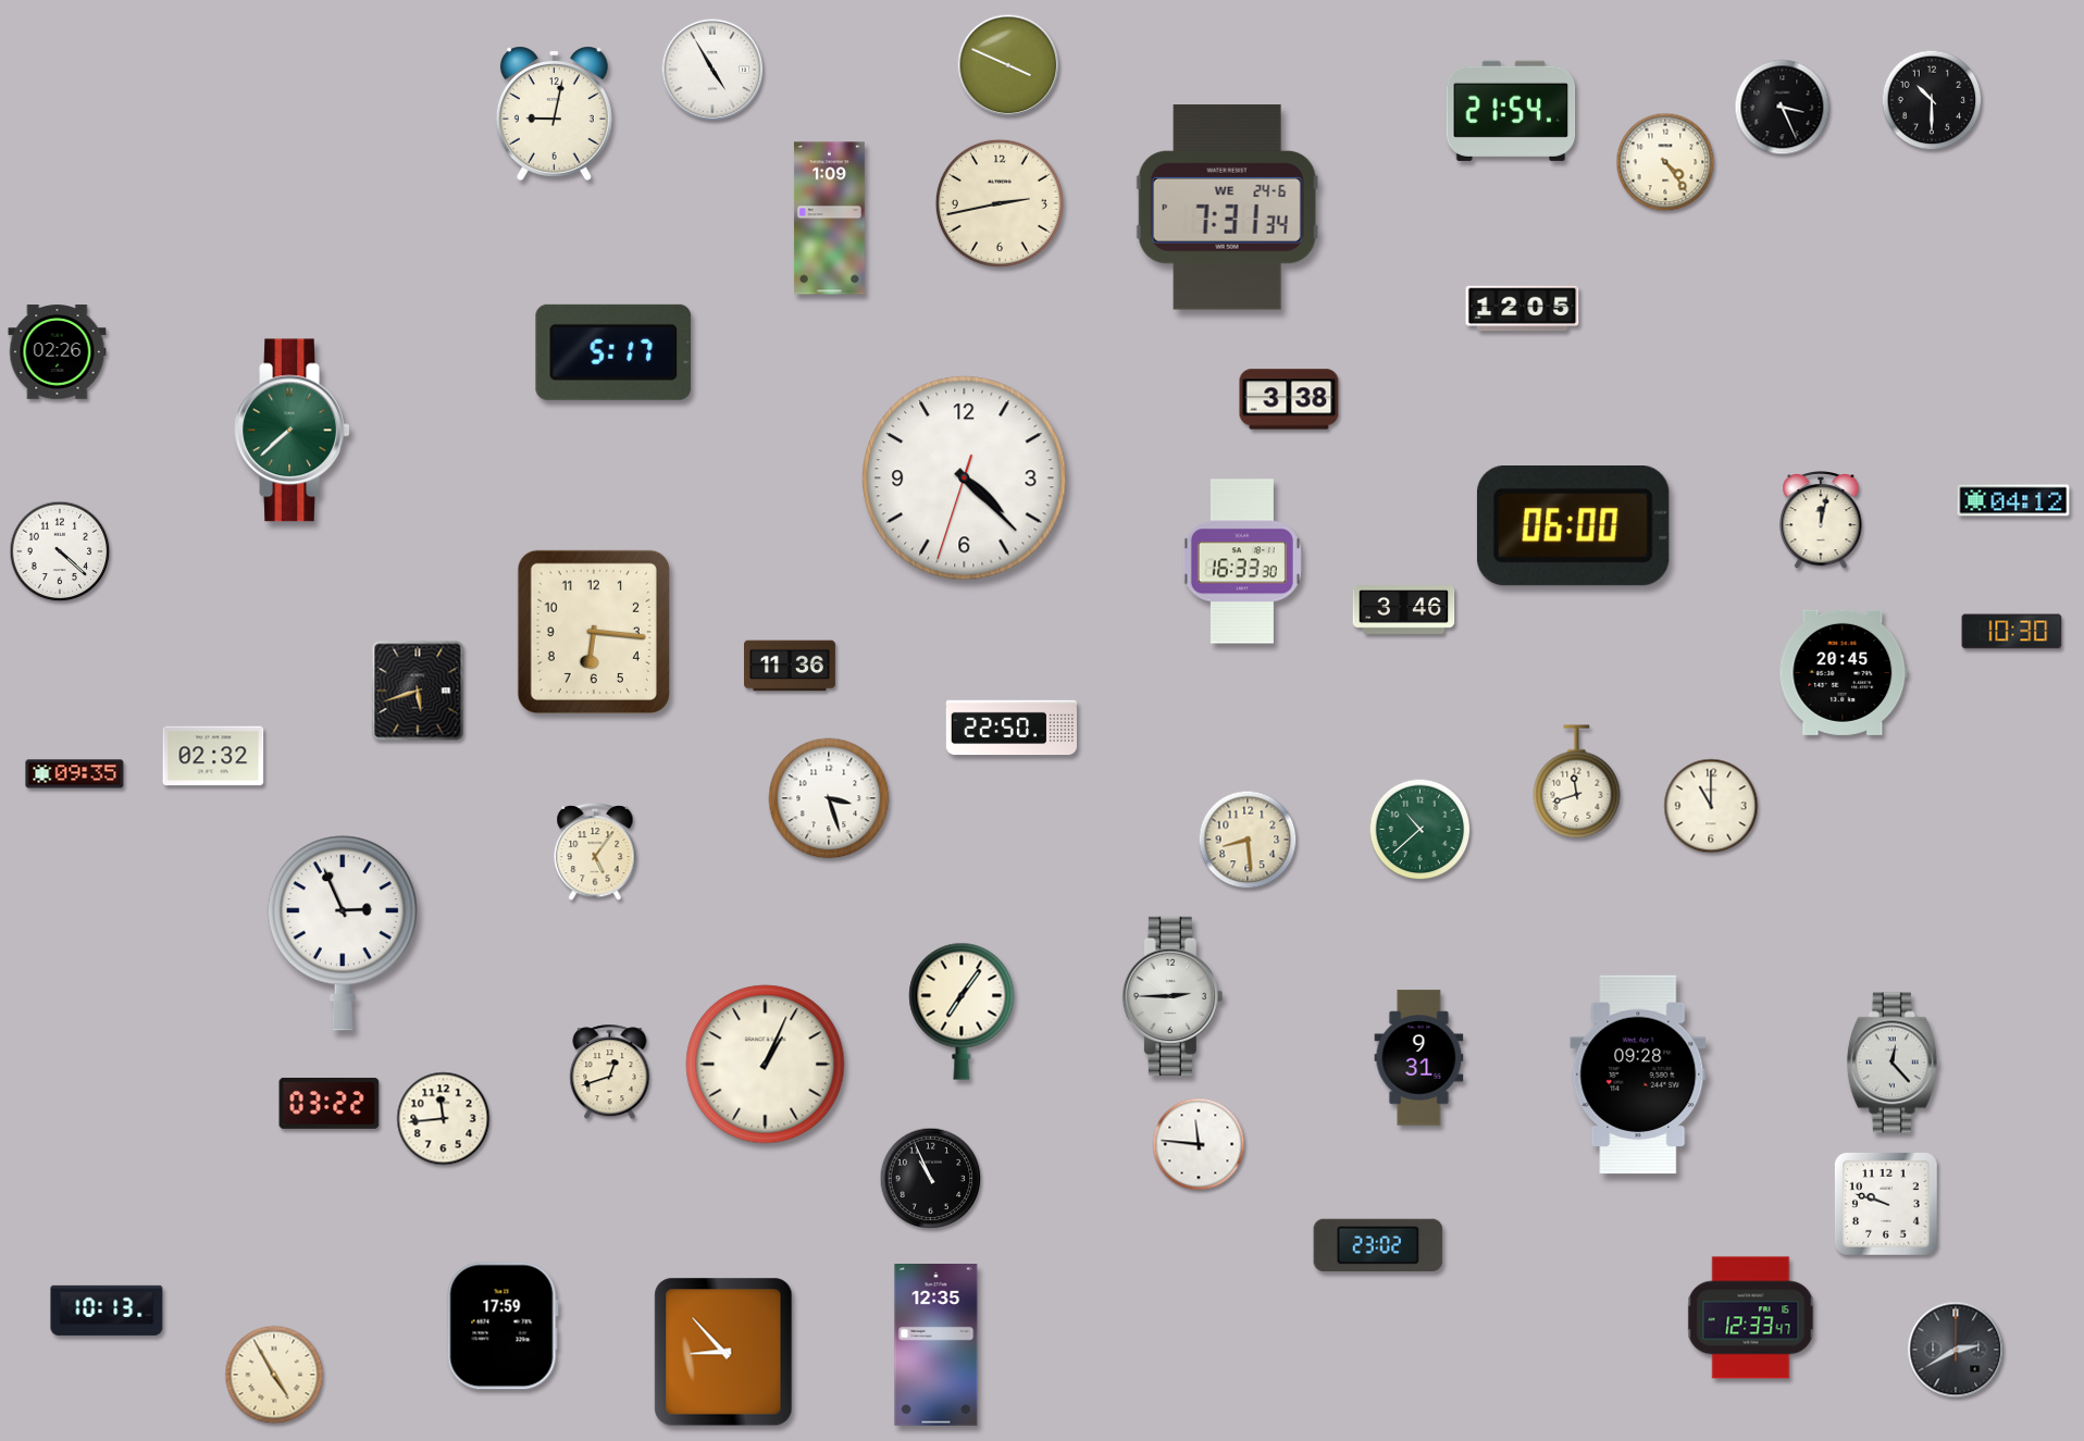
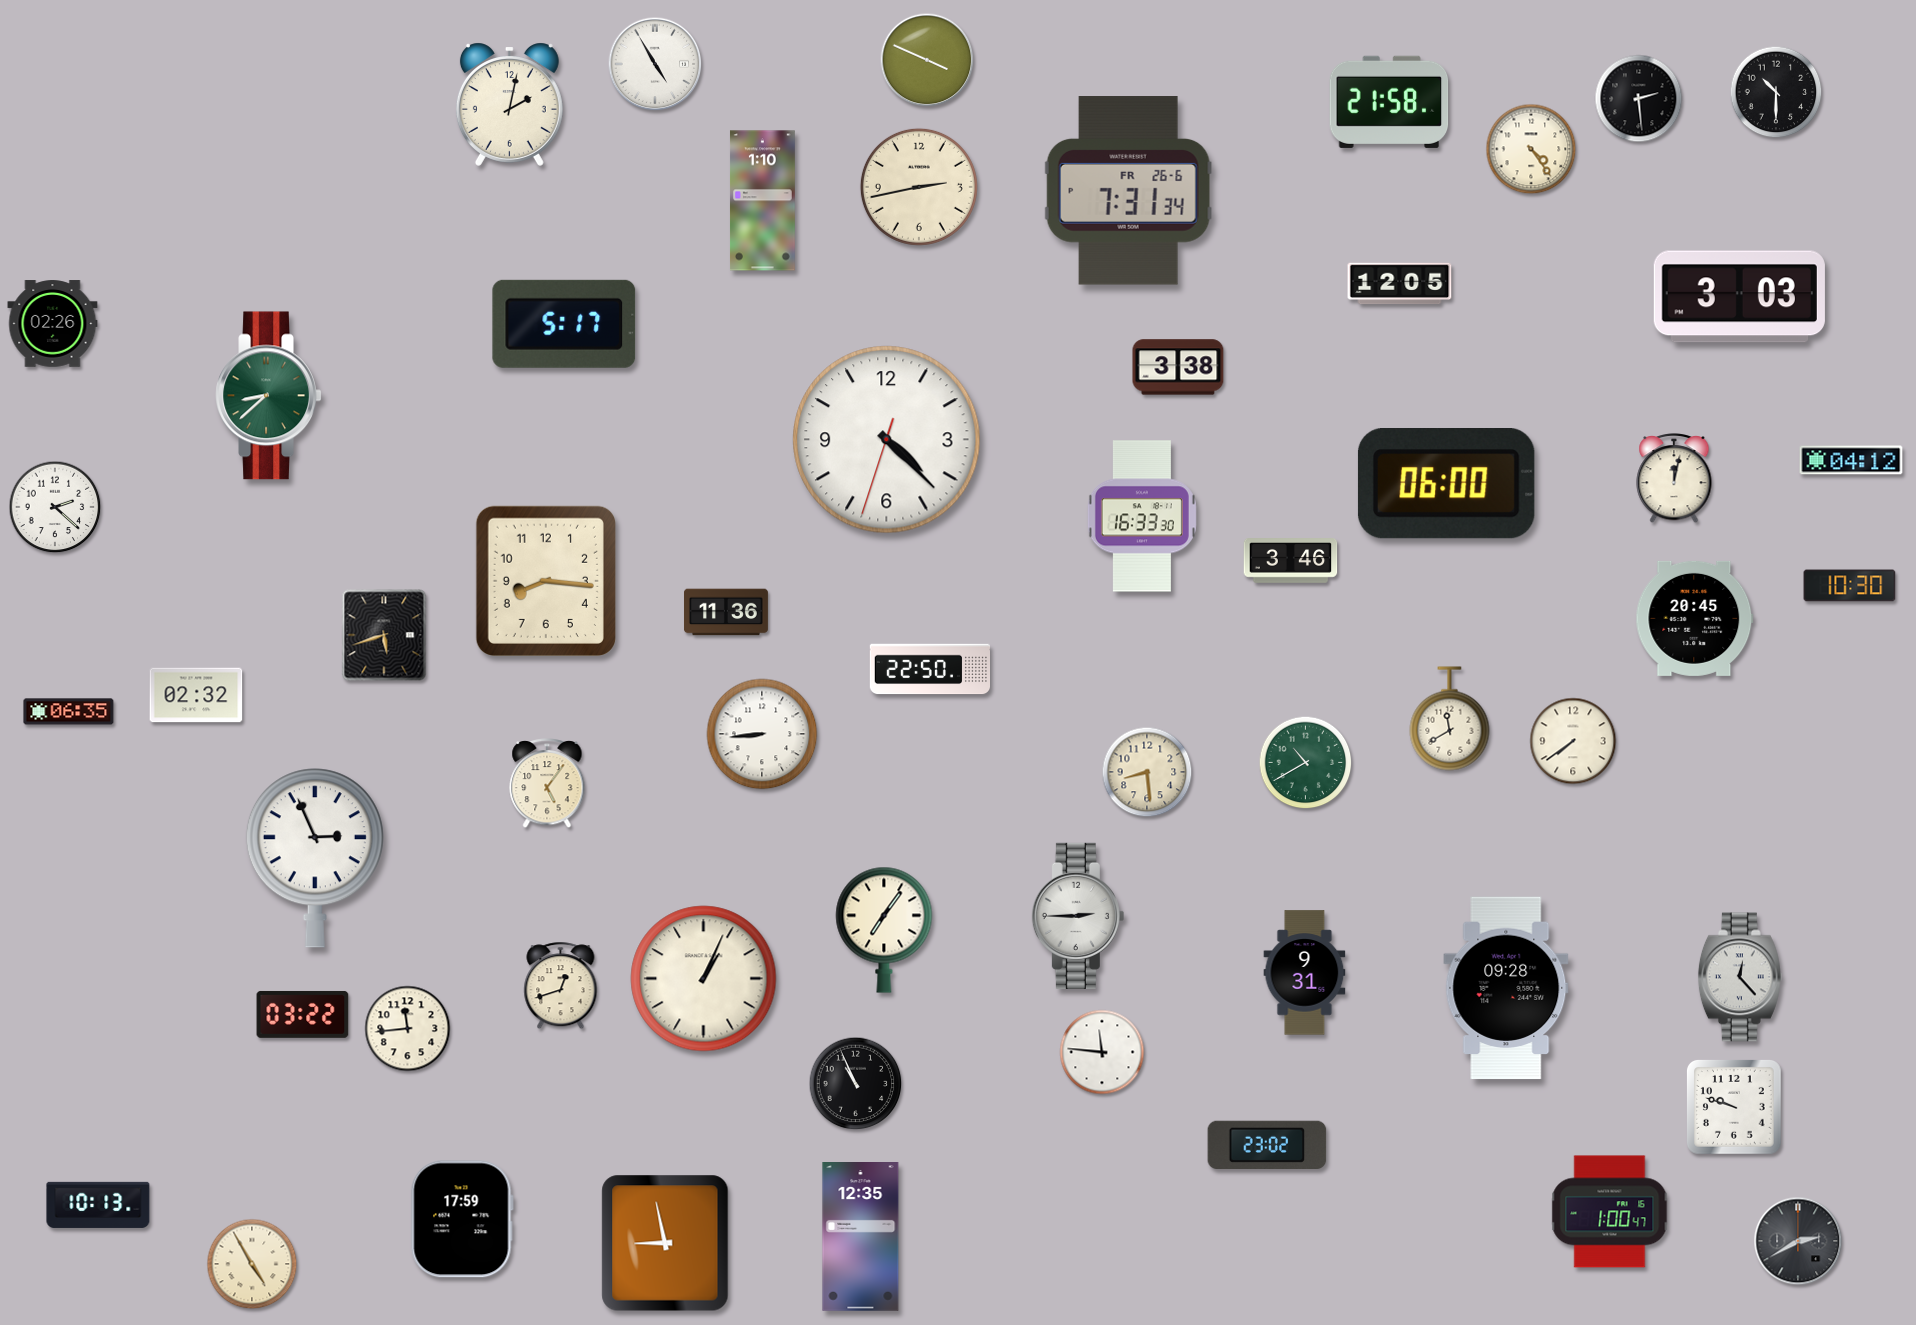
clock at (1783, 108): 3:26 -> 2:29
clock at (1511, 111): 21:54 -> 21:58
clock at (554, 113): 9:02 -> 2:02
clock at (1227, 208) date: WE 24-6 -> FR 26-6
clock at (829, 219): 1:09 -> 1:10
clock at (1739, 297): none -> 3:03
clock at (1289, 399) position: (1289, 399) -> (1178, 367)
clock at (293, 431): 7:38 -> 8:38
clock at (60, 551): 4:22 -> 2:22
clock at (594, 632): 6:16 -> 8:16
clock at (2012, 632) position: (2012, 632) -> (1850, 586)
clock at (75, 774): 09:35 -> 06:35
clock at (1577, 782): 11:42 -> 11:40
clock at (829, 798): 3:27 -> 8:44
clock at (1711, 806): 11:00 -> 7:39
clock at (1421, 830): 10:38 -> 10:40
clock at (1751, 1318): 12:33 -> 1:00
clock at (723, 1352): 8:53 -> 8:58
